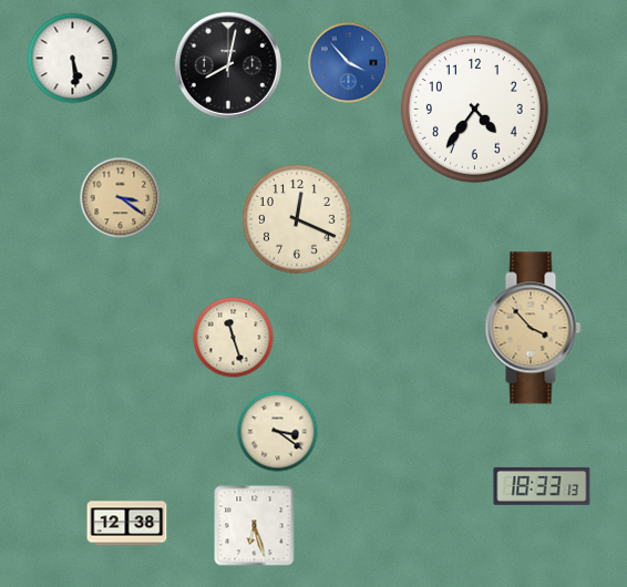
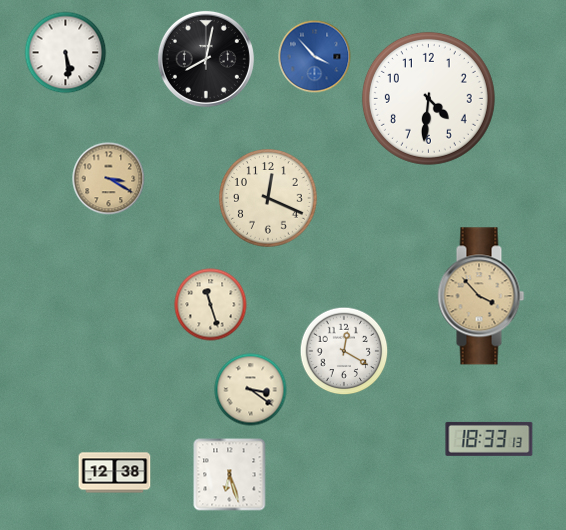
clock at (474, 109): 4:36 -> 4:31
clock at (121, 198): 3:21 -> 3:20
clock at (344, 351): none -> 12:20
